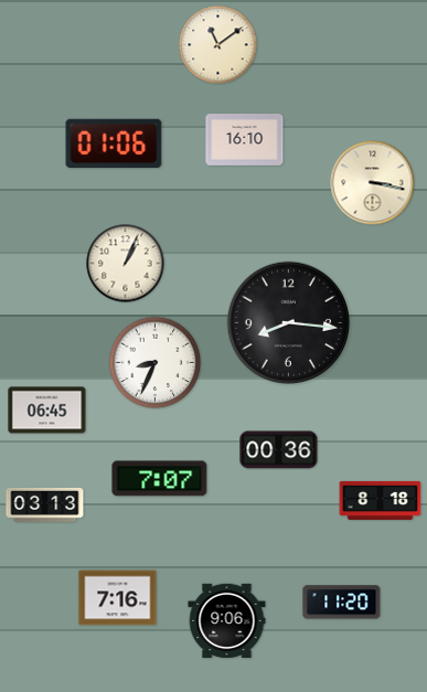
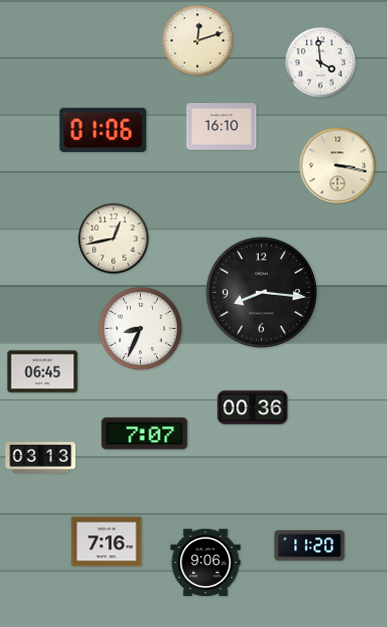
clock at (218, 45): 11:09 -> 12:12
clock at (321, 63): none -> 3:59
clock at (126, 264): 1:04 -> 12:43
clock at (381, 500): 8:18 -> none
